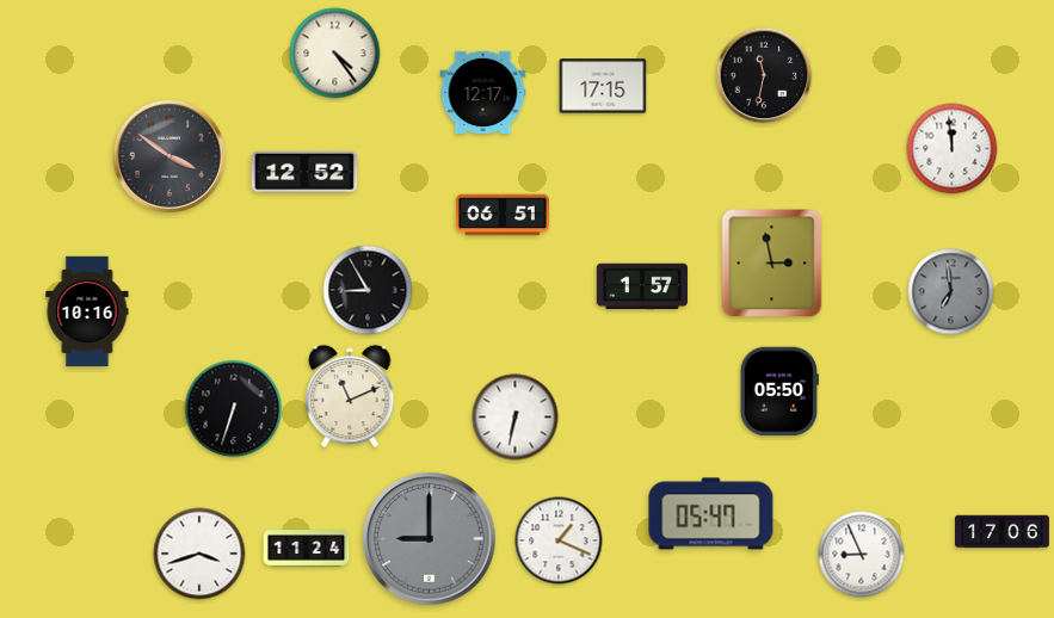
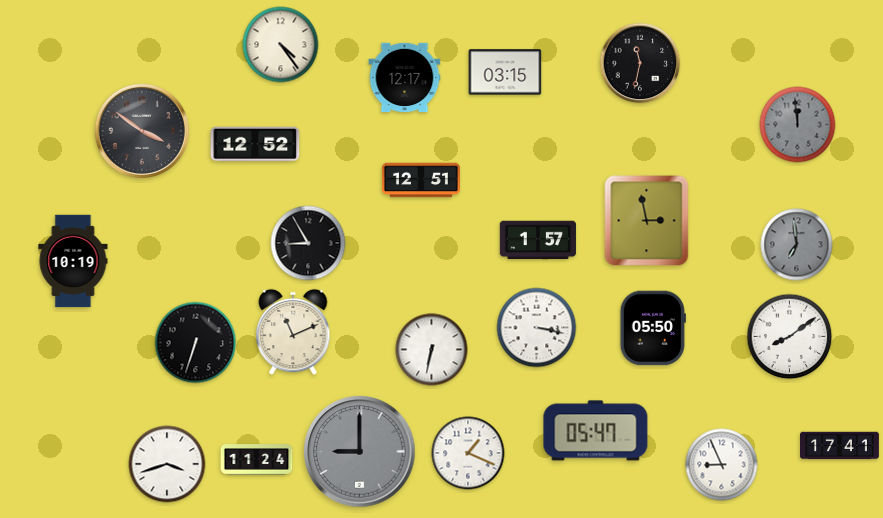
clock at (603, 86): 17:15 -> 03:15
clock at (953, 149) dial: white -> grey
clock at (503, 215): 06:51 -> 12:51
clock at (87, 311): 10:16 -> 10:19
clock at (537, 328): none -> 3:17
clock at (790, 337): none -> 8:09
clock at (1003, 532): 17:06 -> 17:41
